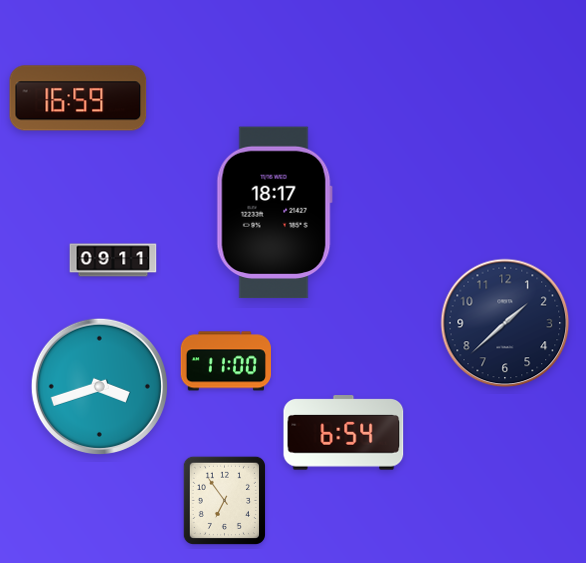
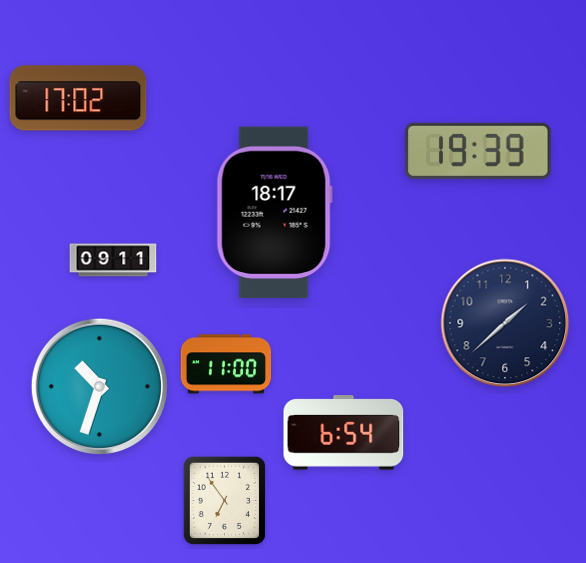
clock at (78, 98): 16:59 -> 17:02
clock at (478, 151): none -> 19:39
clock at (226, 361) position: (226, 361) -> (226, 364)
clock at (99, 386): 3:42 -> 10:33
